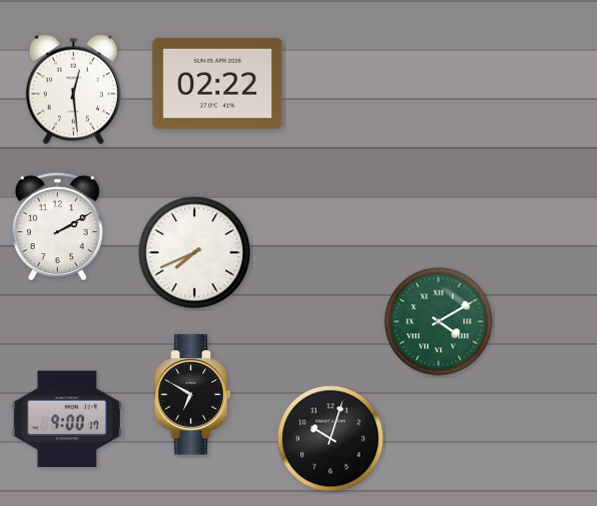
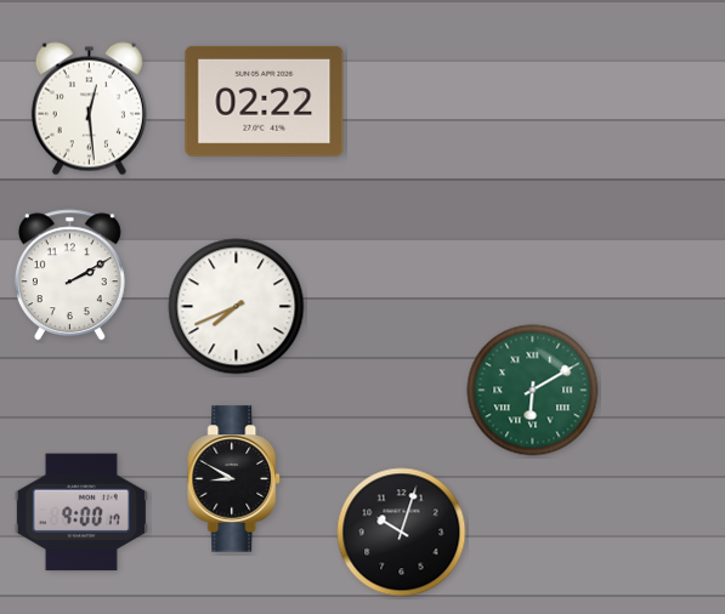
clock at (439, 322): 4:10 -> 6:10
clock at (193, 395): 6:50 -> 8:50
clock at (67, 419) position: (67, 419) -> (81, 512)
